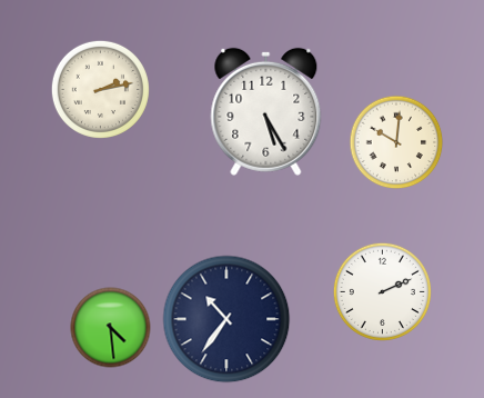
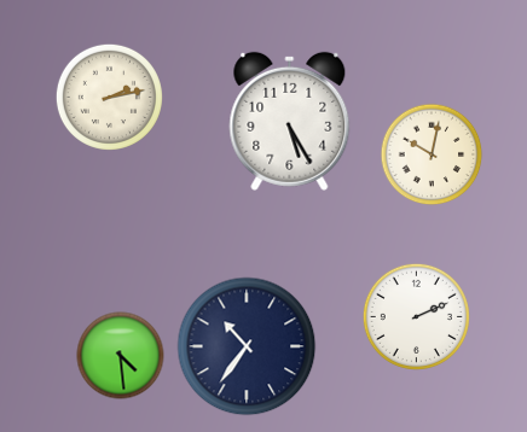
clock at (396, 142): 10:01 -> 10:02
